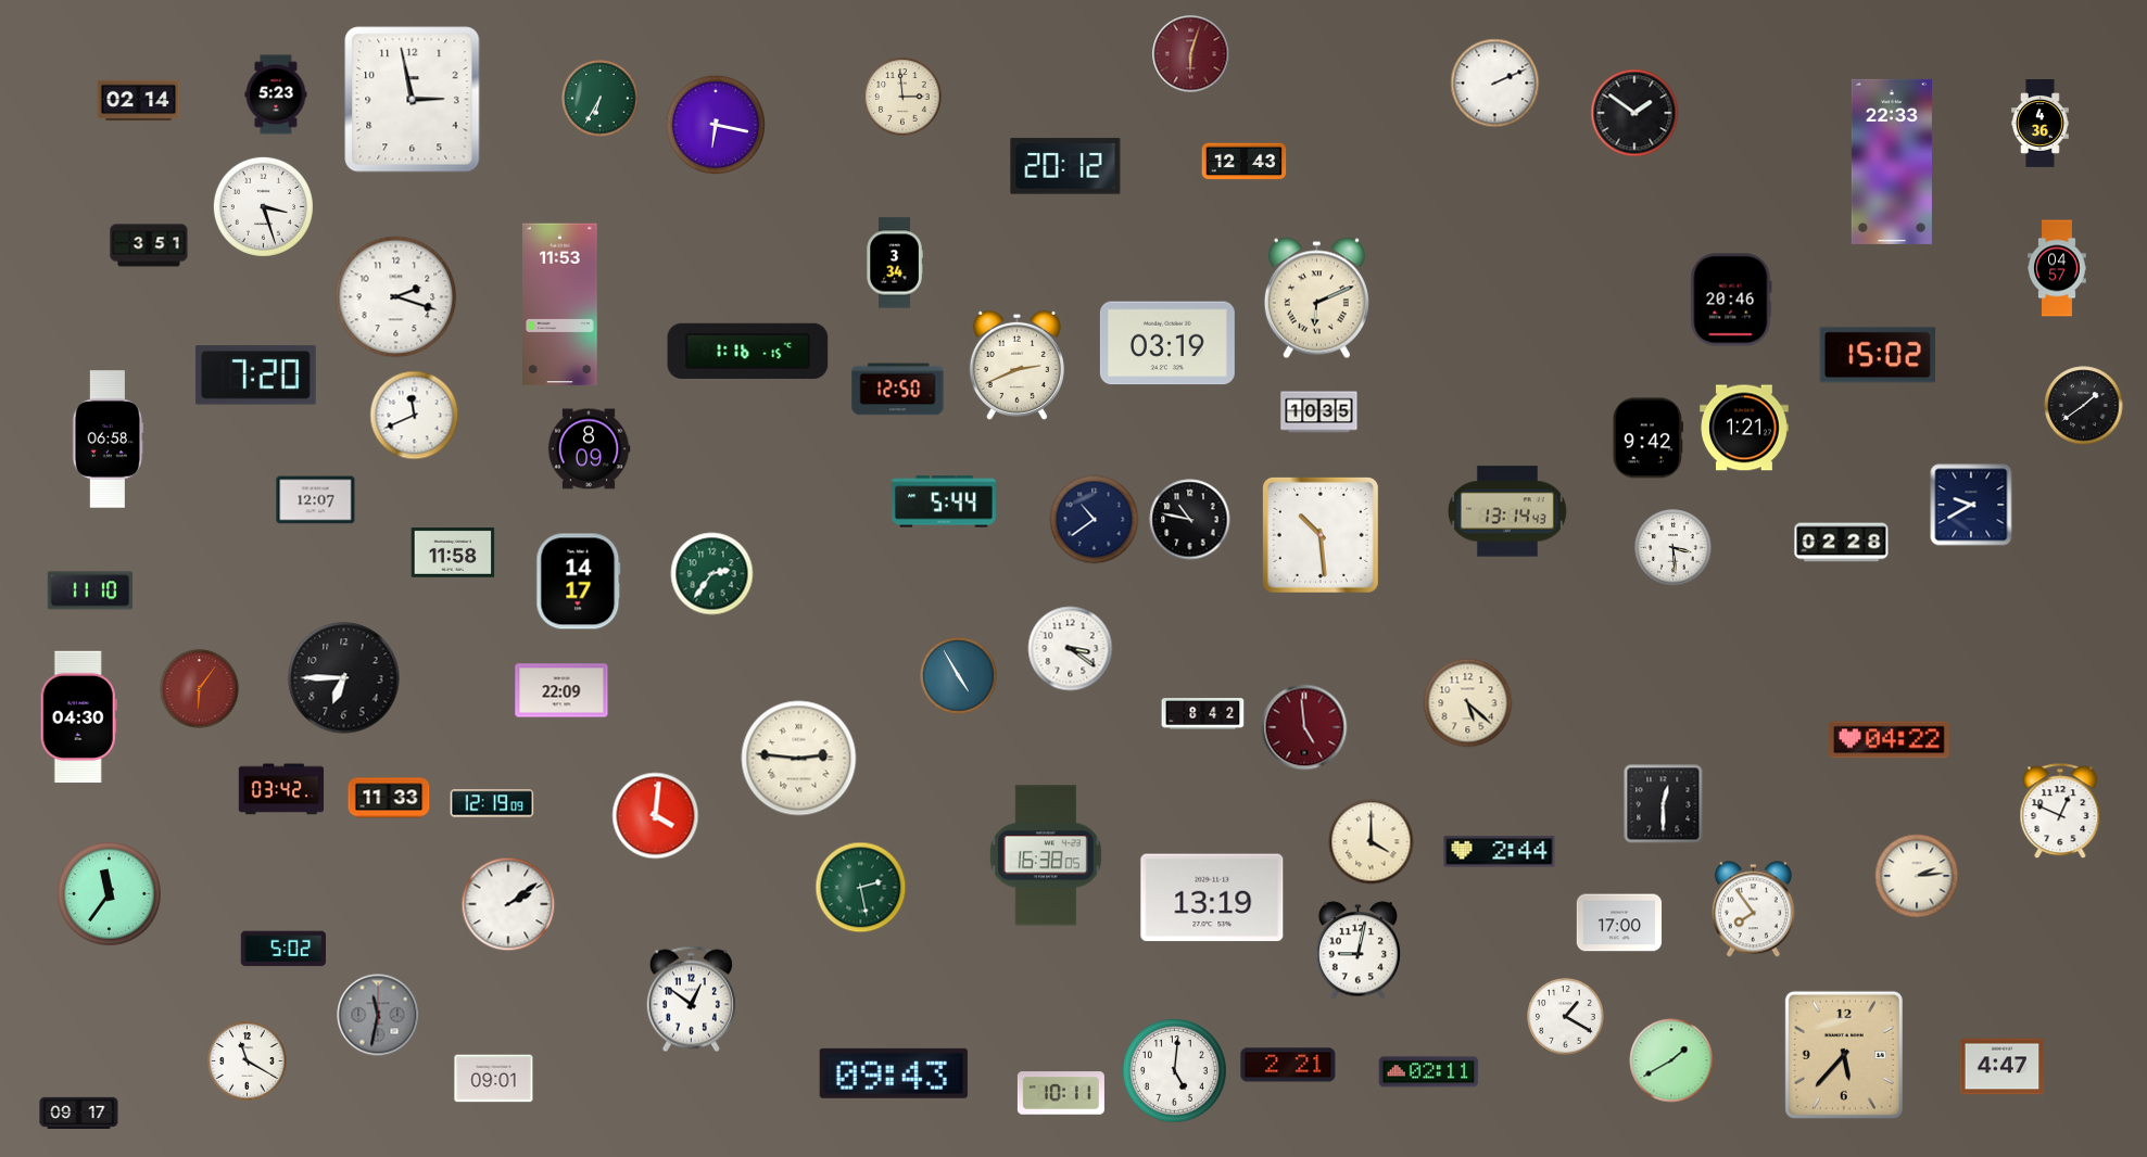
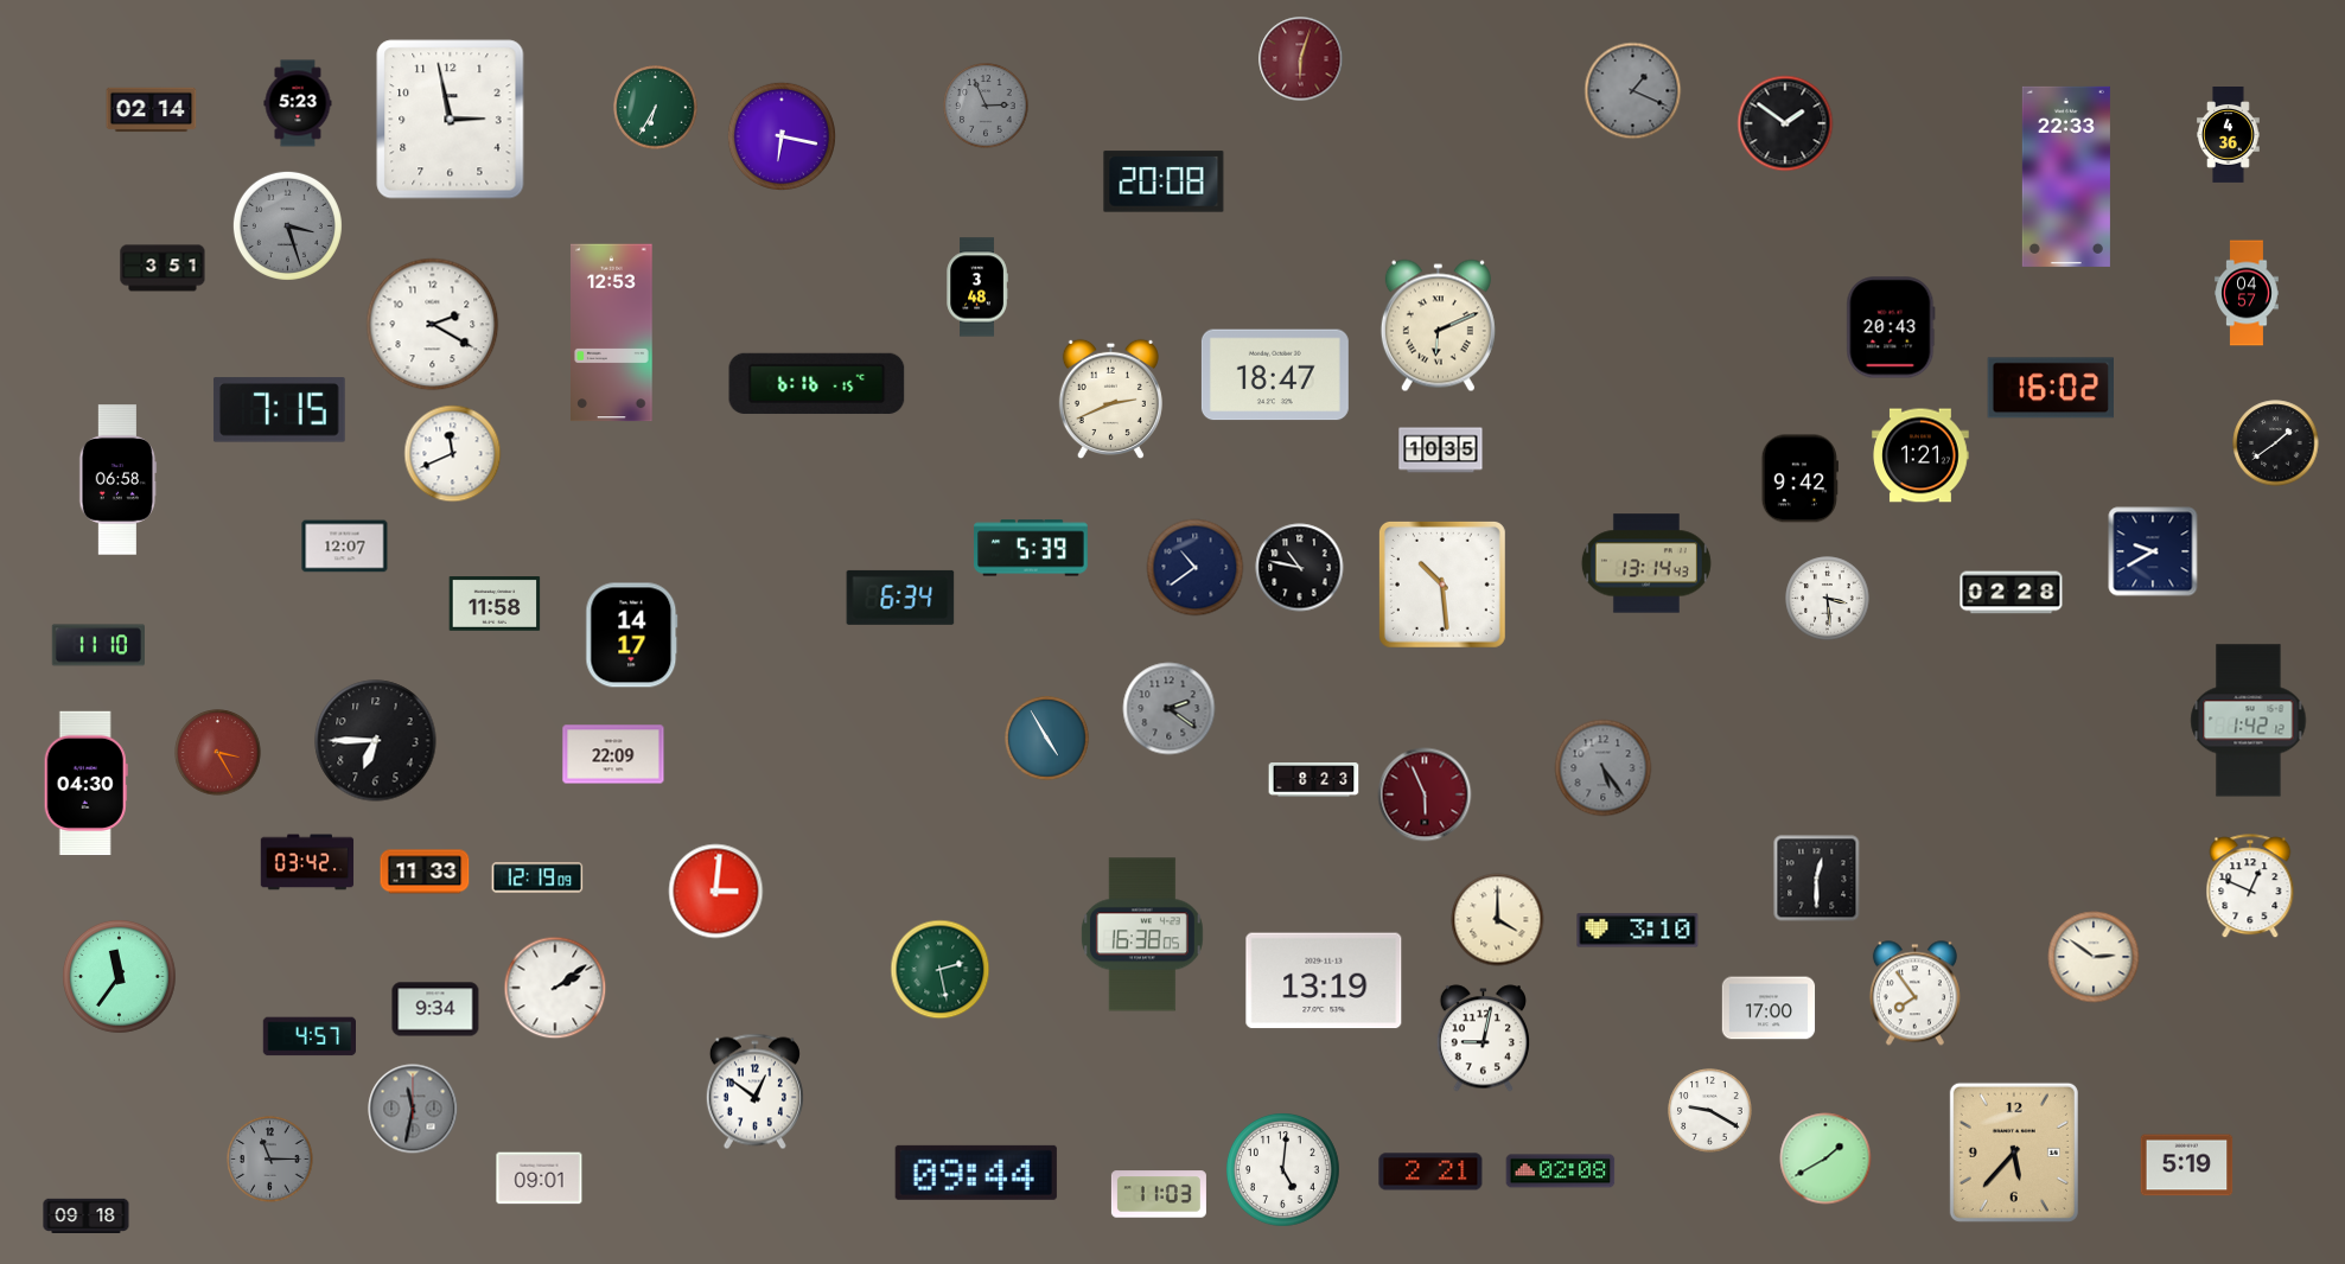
clock at (1495, 84): 2:11 -> 1:19
clock at (1495, 84) dial: white -> grey
clock at (276, 94) position: (276, 94) -> (298, 103)
clock at (902, 97): 2:59 -> 2:56
clock at (902, 97) dial: cream -> grey
clock at (413, 100) position: (413, 100) -> (451, 120)
clock at (1245, 162): 12:43 -> none
clock at (1065, 166): 20:12 -> 20:08
clock at (263, 206) dial: white -> grey
clock at (895, 263): 3:34 -> 3:48
clock at (396, 297): 2:18 -> 2:20
clock at (1731, 300): 20:46 -> 20:43
clock at (560, 305): 11:53 -> 12:53
clock at (1167, 343): 03:19 -> 18:47
clock at (748, 351): 1:16 -> 6:16
clock at (1877, 355): 15:02 -> 16:02
clock at (255, 376): 7:20 -> 7:15
clock at (898, 390): 12:50 -> none
clock at (1744, 428) position: (1744, 428) -> (1920, 455)
clock at (589, 449): 8:09 -> none
clock at (945, 501): 5:44 -> 5:39
clock at (1507, 511) position: (1507, 511) -> (1646, 563)
clock at (900, 598): none -> 6:34
clock at (712, 574): 2:36 -> none
clock at (1071, 649): 3:21 -> 2:21
clock at (1071, 649) dial: white -> grey
clock at (2249, 721): none -> 1:42
clock at (200, 689): 6:06 -> 3:25
clock at (1468, 703): 5:22 -> 5:24
clock at (1468, 703) dial: cream -> grey
clock at (1203, 714): 8:42 -> 8:23
clock at (1304, 727): 4:59 -> 5:56
clock at (1890, 740): 04:22 -> none
clock at (799, 759): 2:46 -> none
clock at (656, 816): 4:01 -> 3:01
clock at (1500, 852): 2:44 -> 3:10
clock at (1917, 876): 2:14 -> 2:51
clock at (435, 1009): none -> 9:34
clock at (282, 949): 5:02 -> 4:57
clock at (1566, 1017): 1:20 -> 9:20
clock at (248, 1061): 11:20 -> 11:15
clock at (248, 1061) dial: white -> grey
clock at (1288, 1065) position: (1288, 1065) -> (1430, 1172)
clock at (2003, 1067): 4:47 -> 5:19
clock at (1429, 1072): 02:11 -> 02:08
clock at (894, 1073): 09:43 -> 09:44
clock at (1061, 1093): 10:11 -> 11:03
clock at (79, 1112): 09:17 -> 09:18
